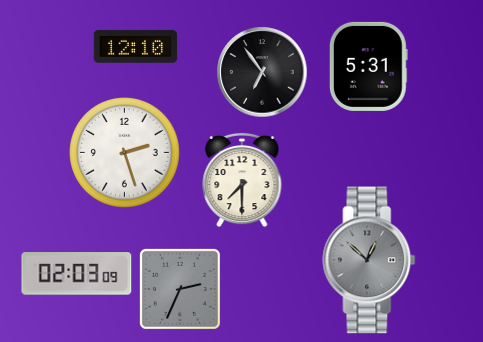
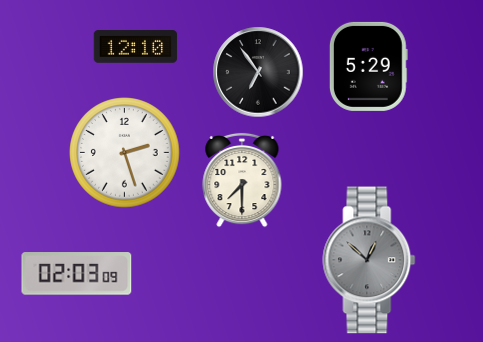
clock at (368, 66): 5:31 -> 5:29
clock at (262, 72) position: (262, 72) -> (258, 72)
clock at (180, 289): 2:34 -> none
